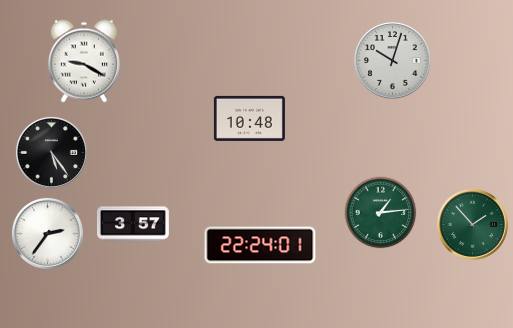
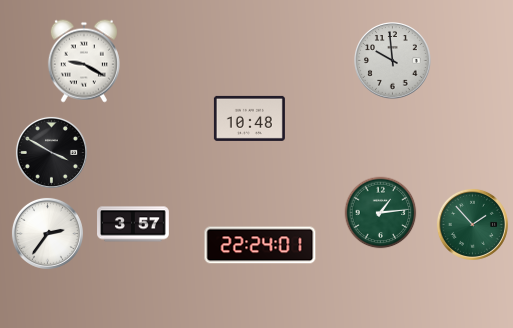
clock at (393, 61): 10:03 -> 9:59
clock at (51, 152): 5:24 -> 3:50
